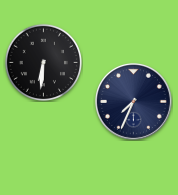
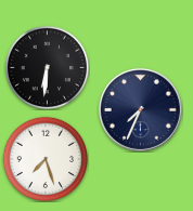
clock at (133, 101) position: (133, 101) -> (140, 109)
clock at (46, 159): none -> 7:27
